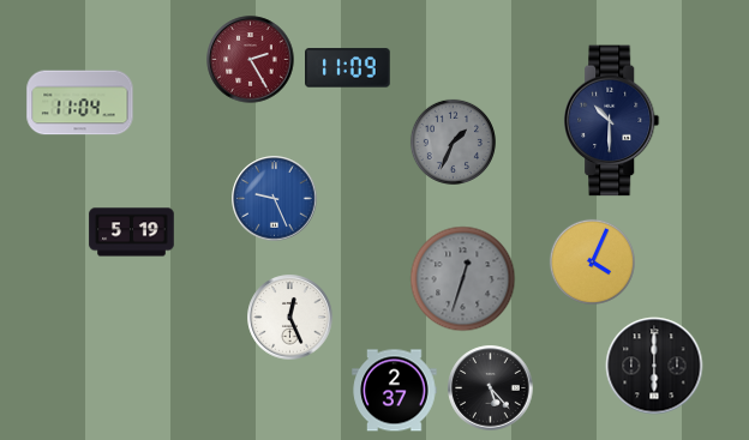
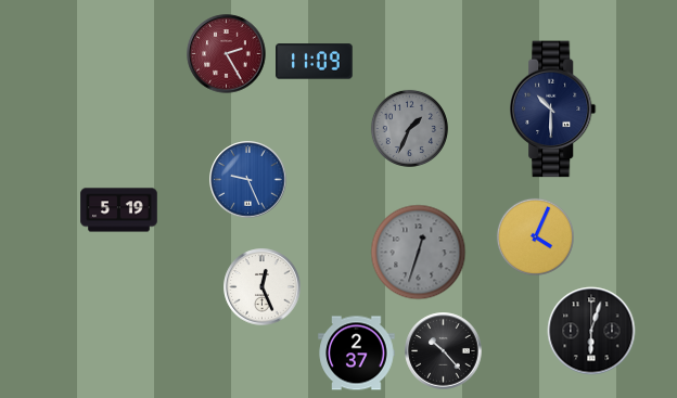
clock at (80, 103): 11:04 -> none
clock at (654, 366): 6:00 -> 6:03
clock at (491, 388): 5:23 -> 10:23
